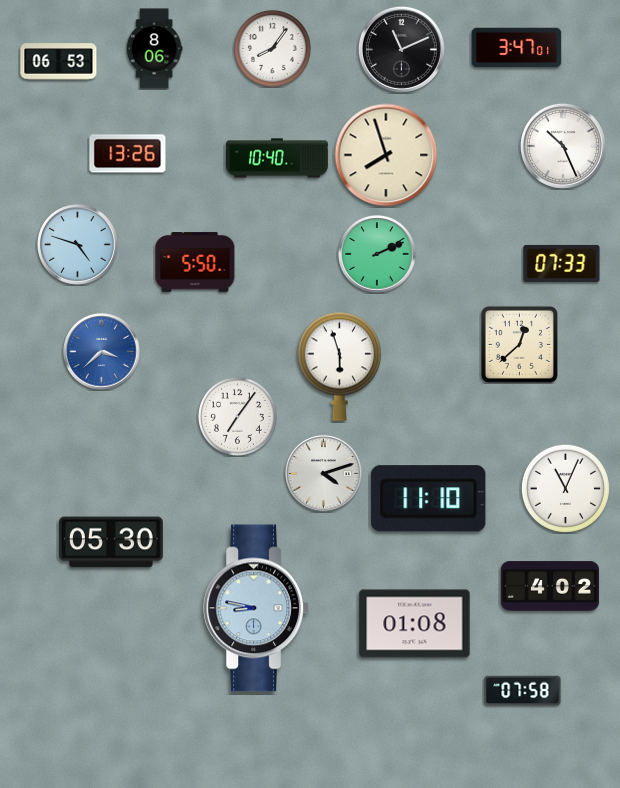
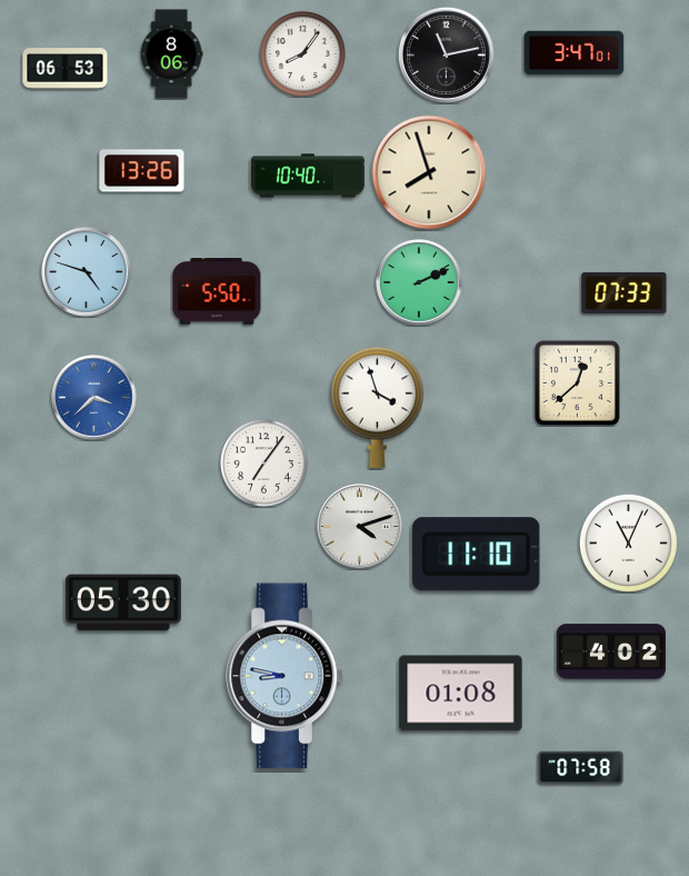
clock at (401, 49): 11:11 -> 11:13
clock at (563, 146): 10:26 -> none
clock at (102, 352) position: (102, 352) -> (94, 398)
clock at (340, 366): 5:57 -> 3:57
